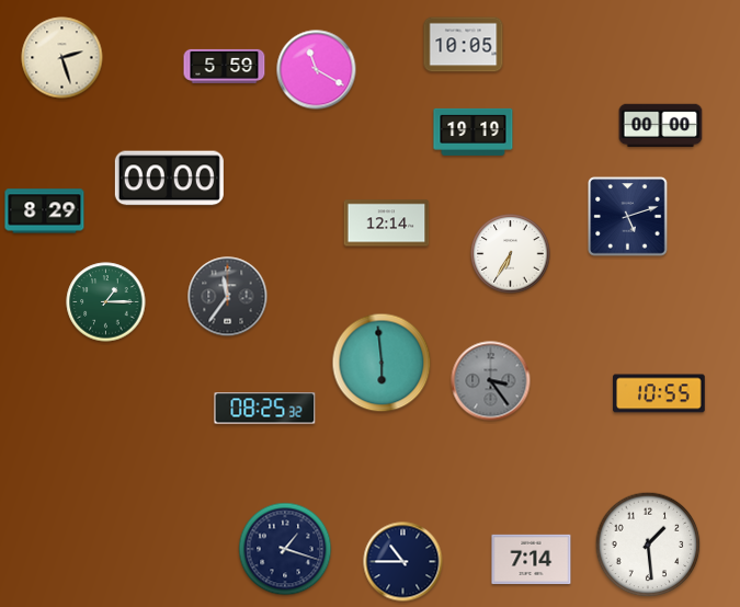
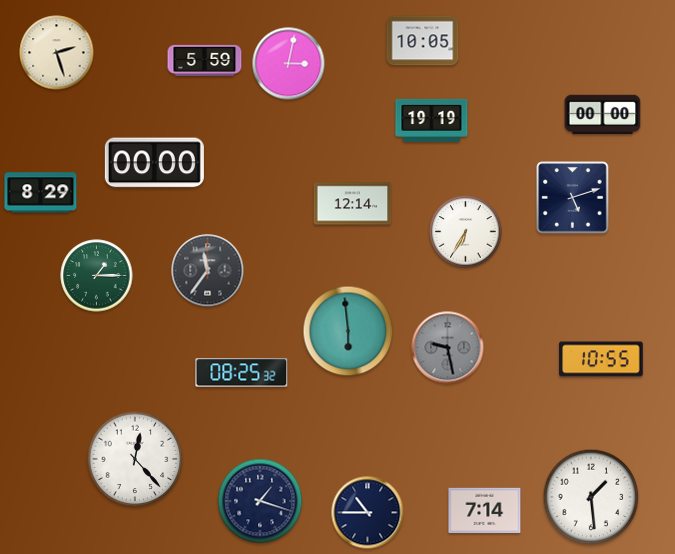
clock at (317, 70): 11:20 -> 3:02
clock at (491, 381): 3:24 -> 9:28
clock at (135, 459): none -> 12:23
